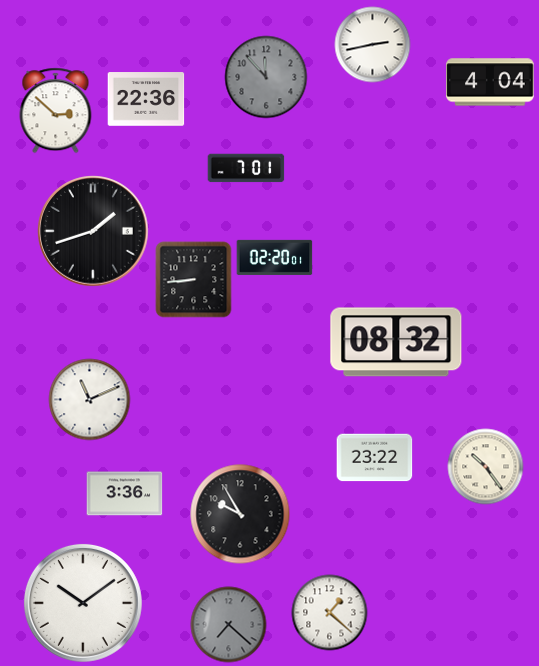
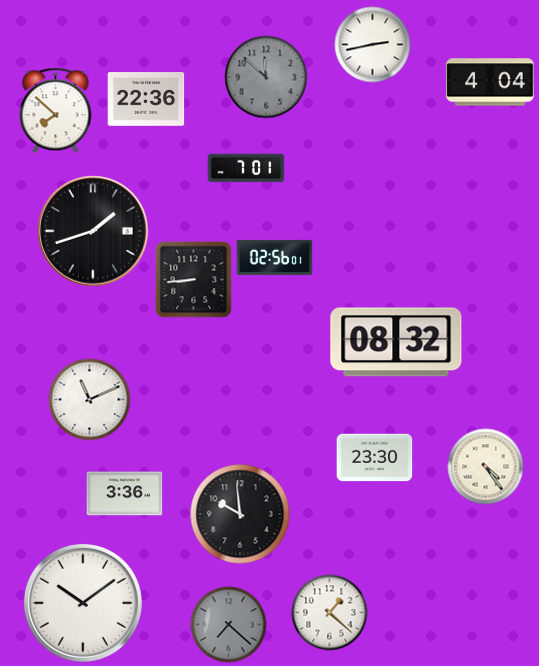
clock at (266, 77): 11:53 -> 11:52
clock at (56, 111): 2:52 -> 7:52
clock at (275, 257): 02:20 -> 02:56
clock at (375, 458): 23:22 -> 23:30
clock at (486, 467): 10:24 -> 4:24
clock at (240, 514): 9:55 -> 9:59
